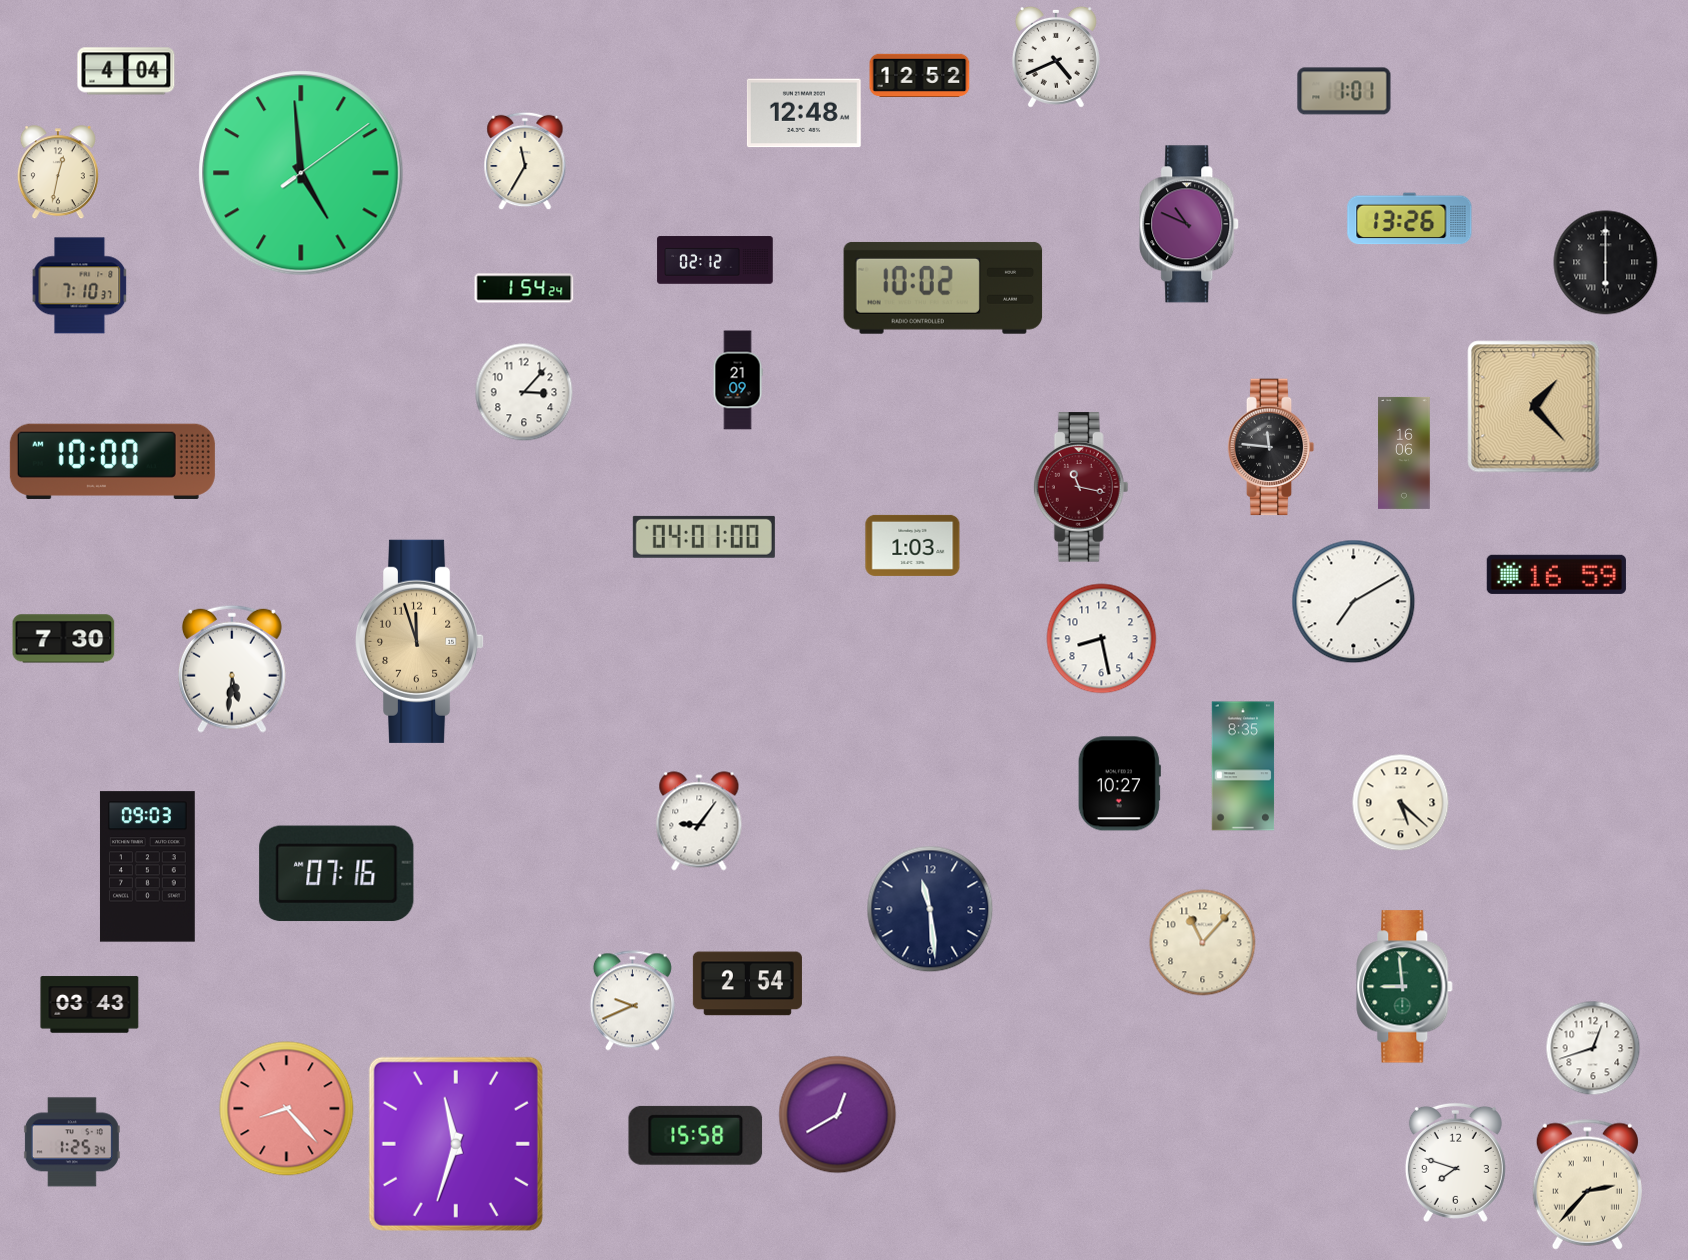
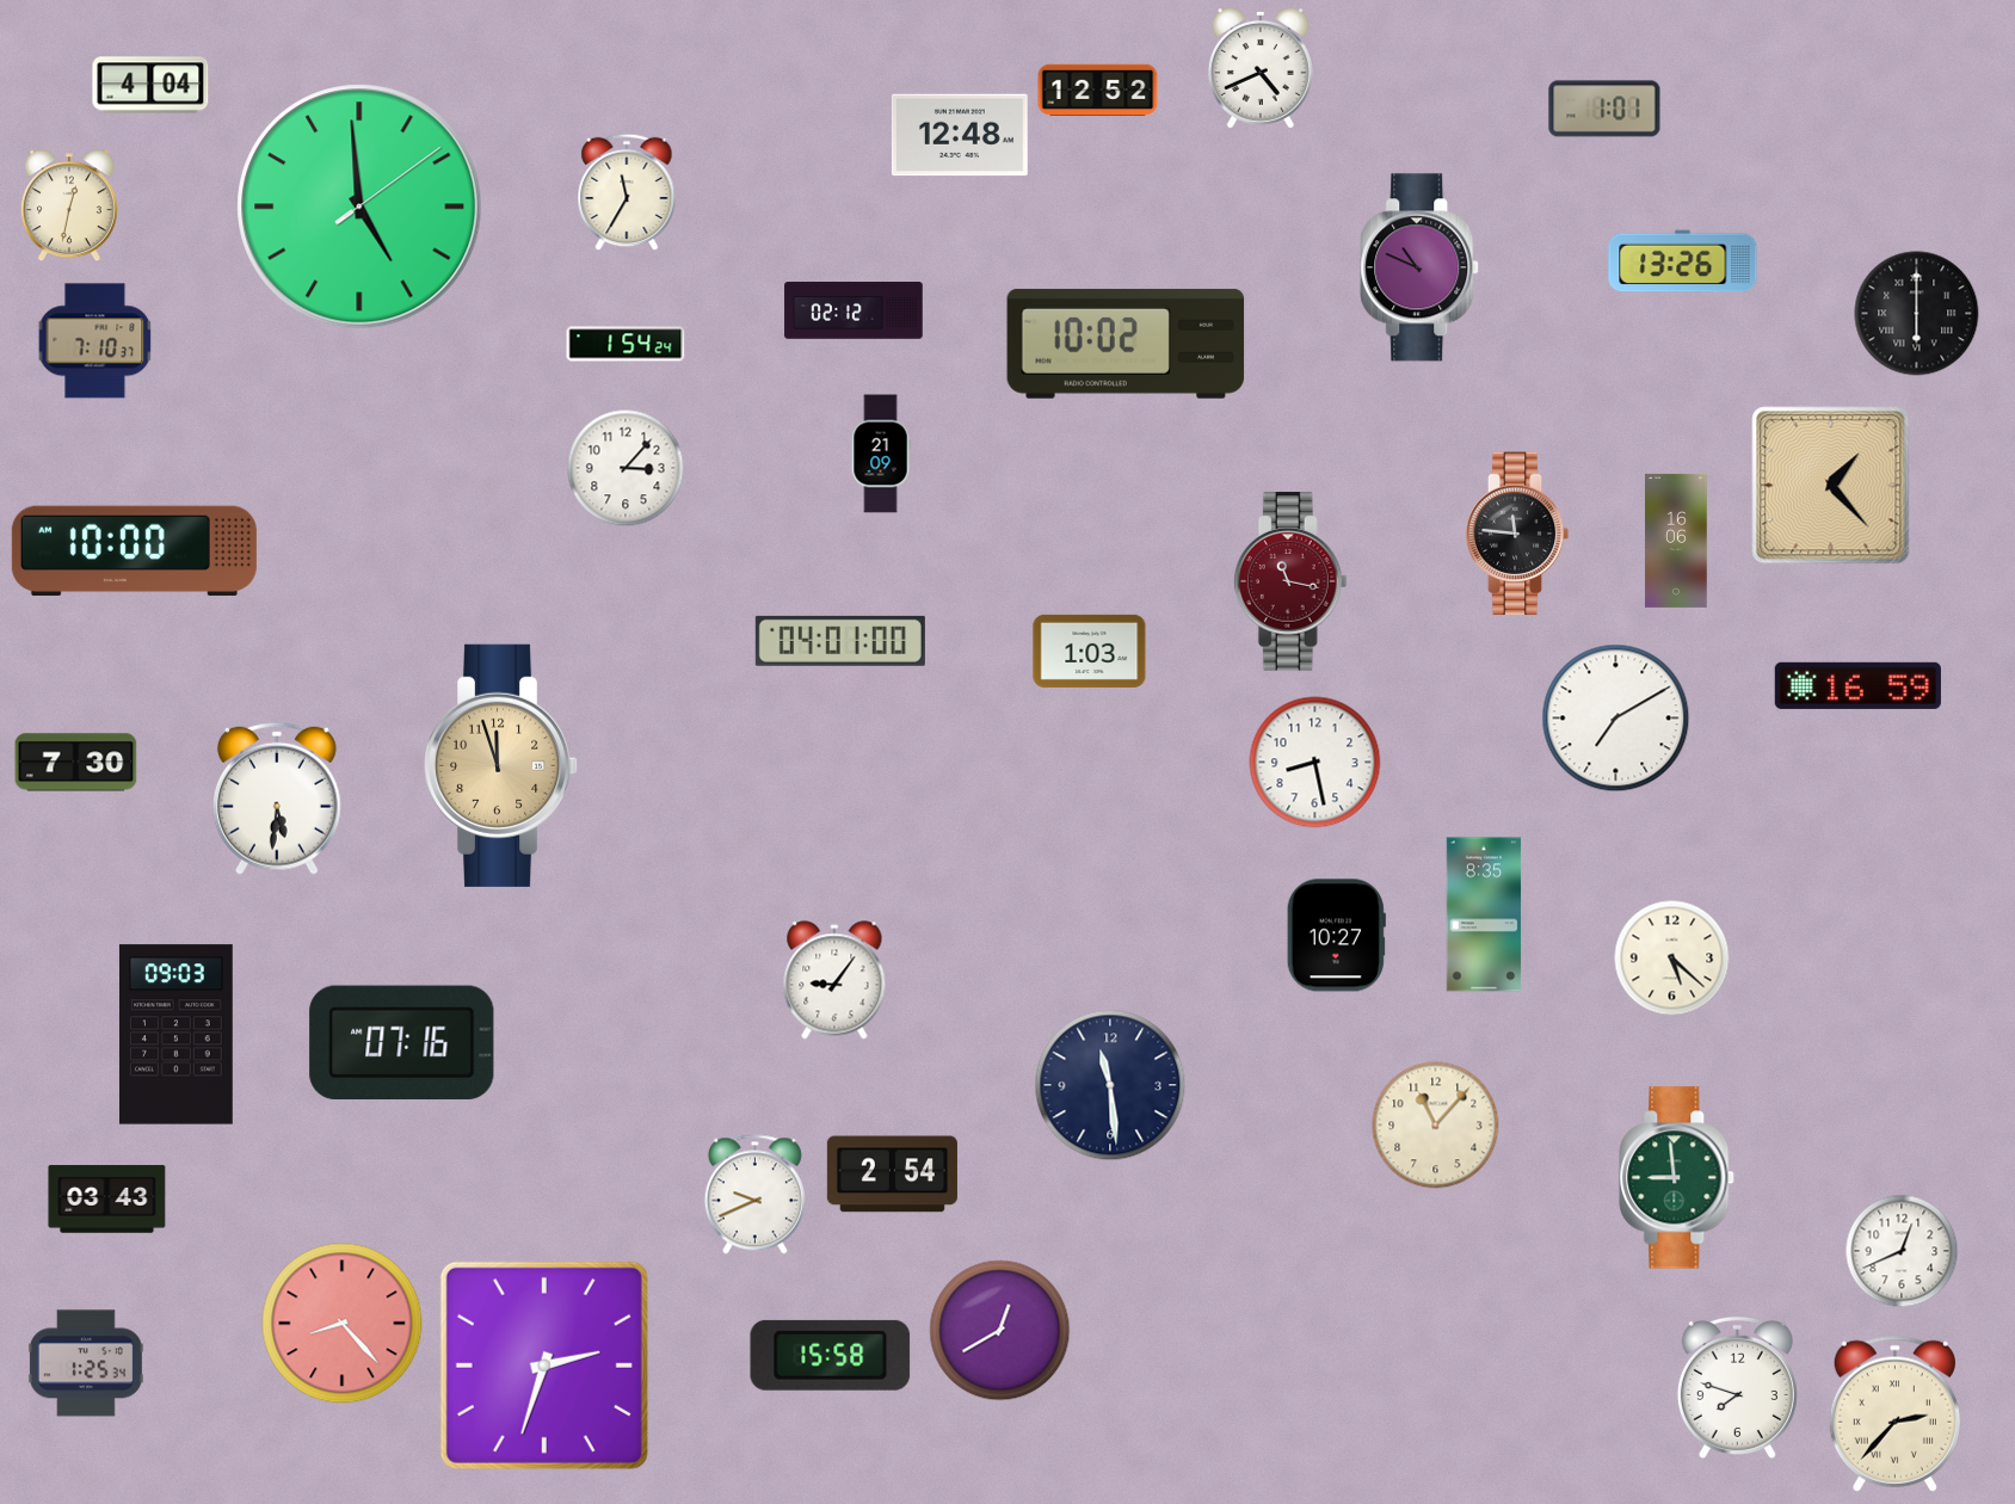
clock at (1593, 1048): 12:42 -> 12:41
clock at (456, 1144): 11:33 -> 2:33
